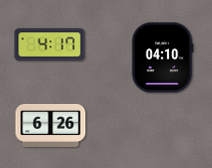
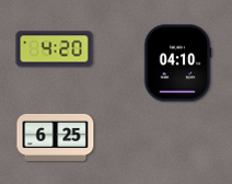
clock at (50, 45): 4:17 -> 4:20
clock at (51, 125): 6:26 -> 6:25
